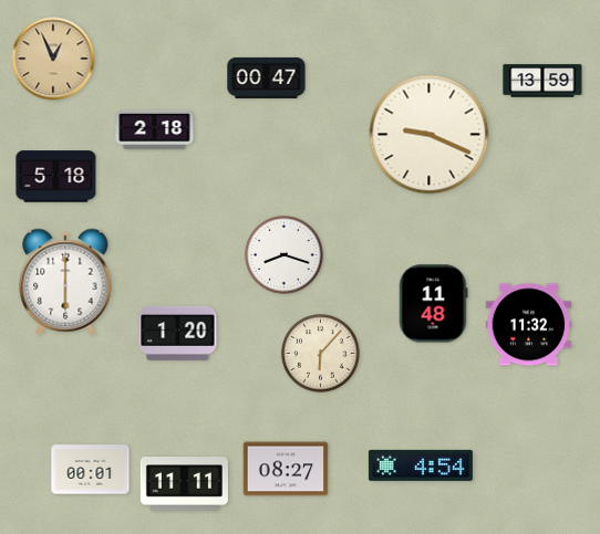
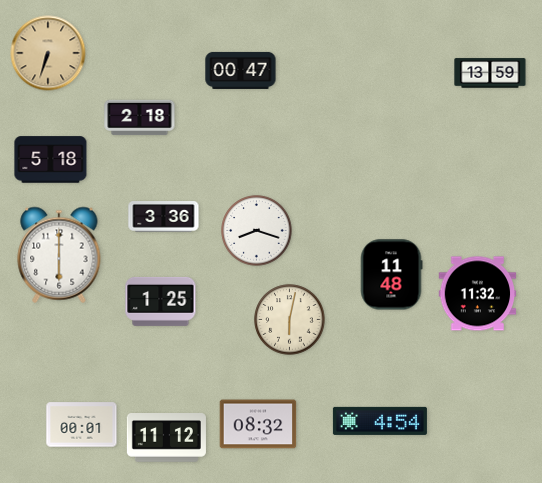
clock at (53, 59): 12:56 -> 6:33
clock at (430, 135): 9:19 -> none
clock at (164, 217): none -> 3:36
clock at (178, 333): 1:20 -> 1:25
clock at (321, 354): 6:07 -> 6:02
clock at (286, 469): 08:27 -> 08:32
clock at (184, 484): 11:11 -> 11:12
